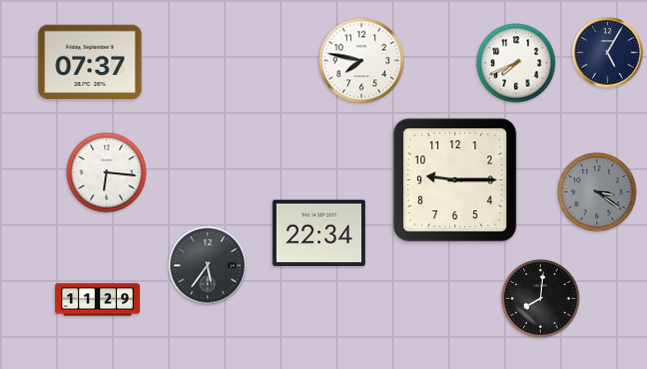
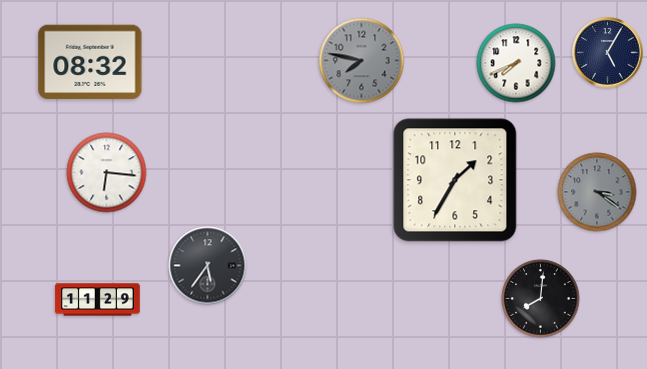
clock at (362, 61) dial: white -> grey
clock at (90, 62): 07:37 -> 08:32
clock at (455, 180): 9:15 -> 1:35
clock at (319, 233): 22:34 -> none
